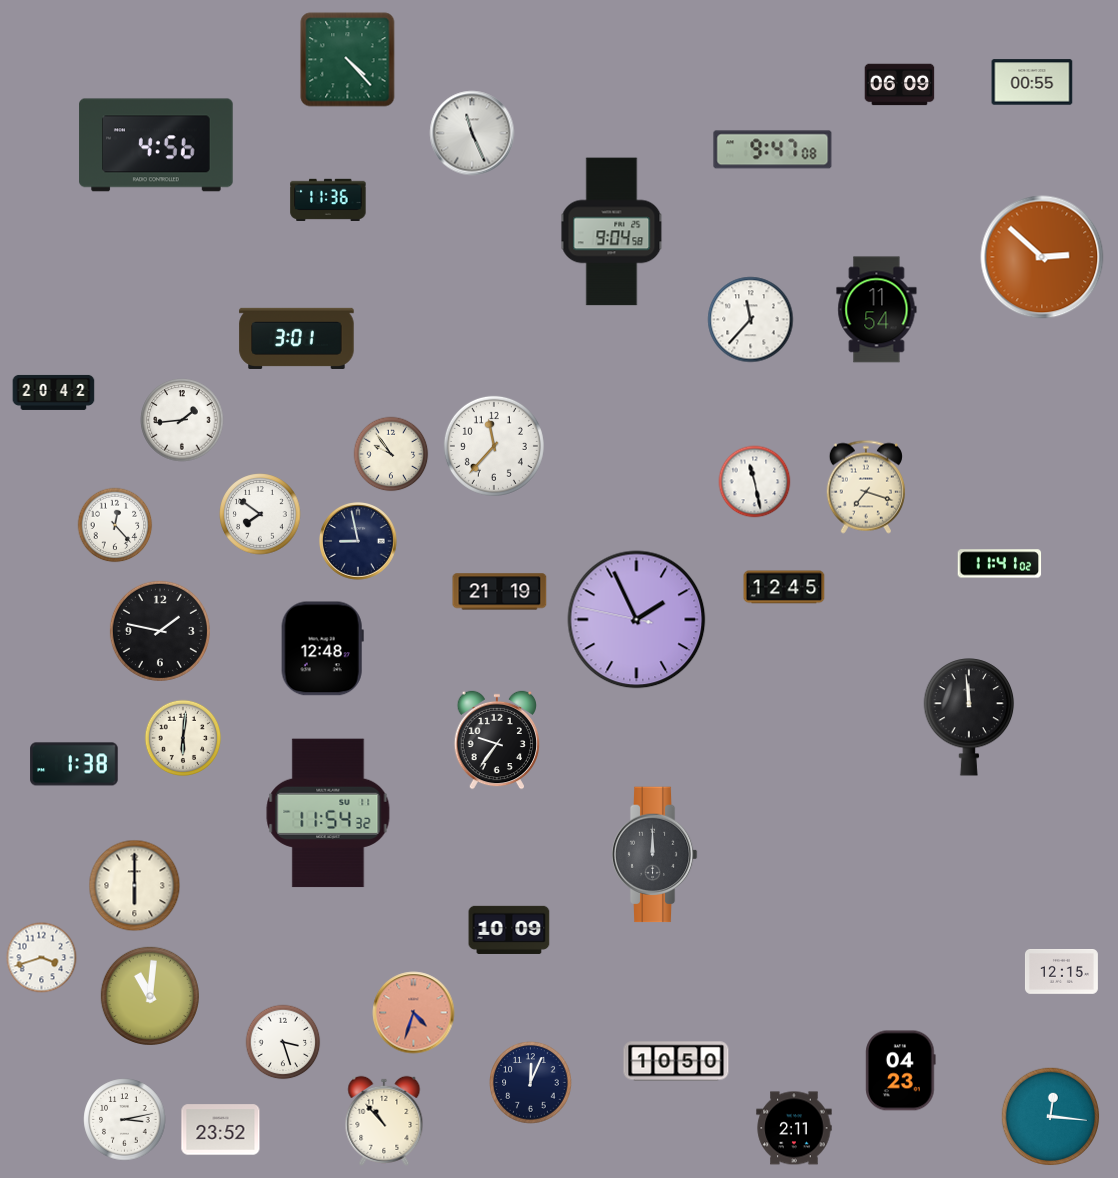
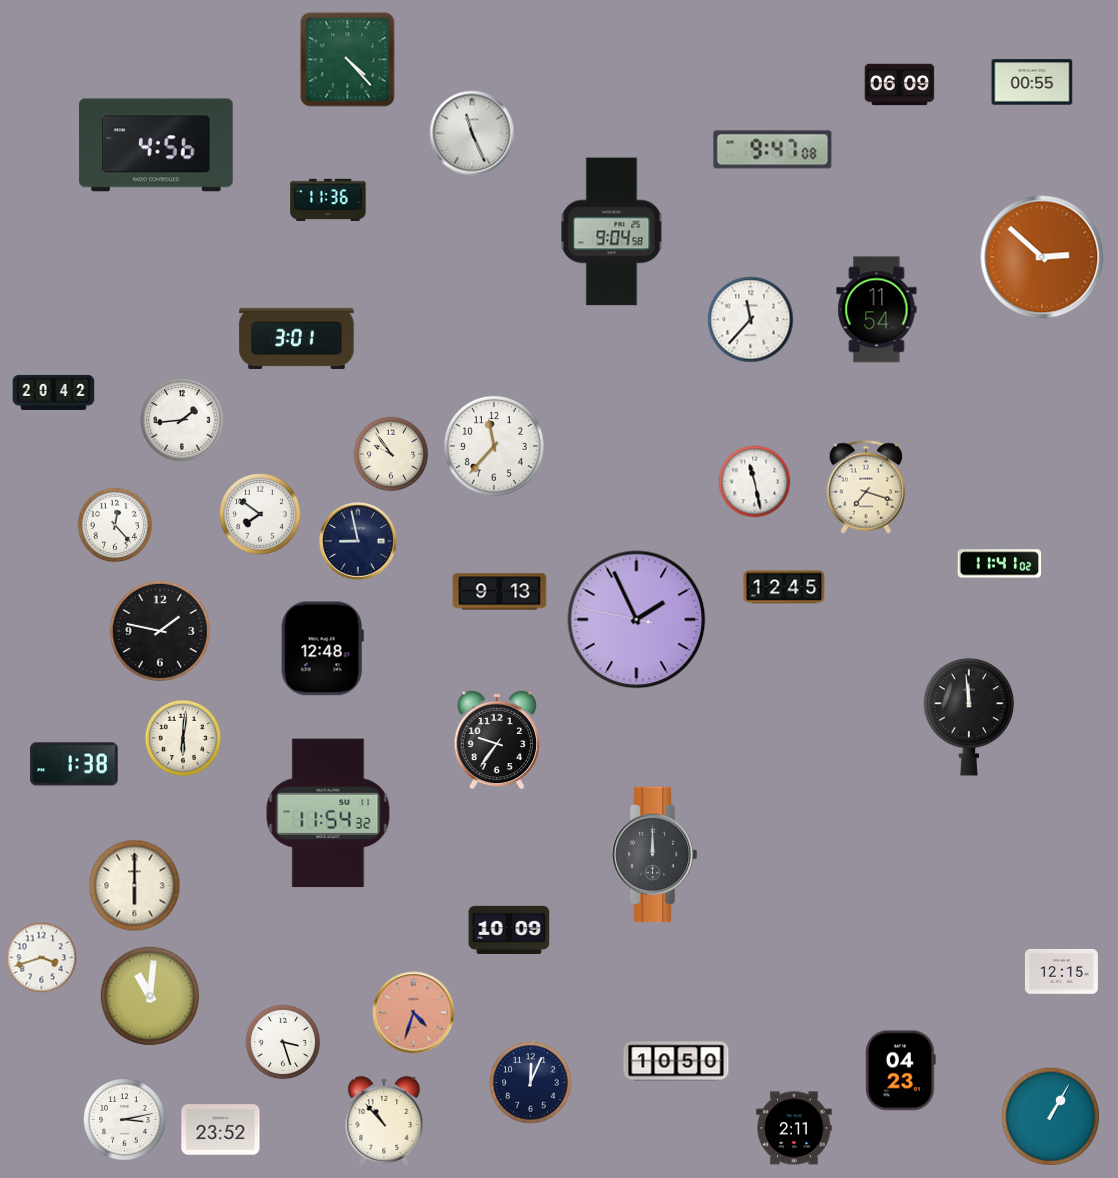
clock at (500, 592): 21:19 -> 9:13
clock at (1051, 1117): 12:16 -> 1:05
